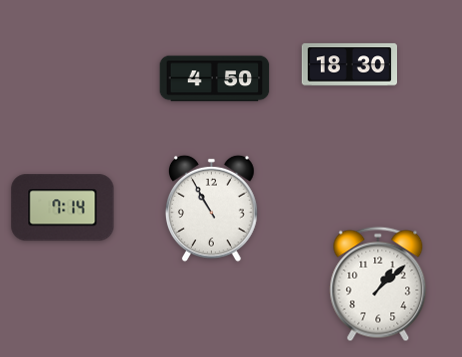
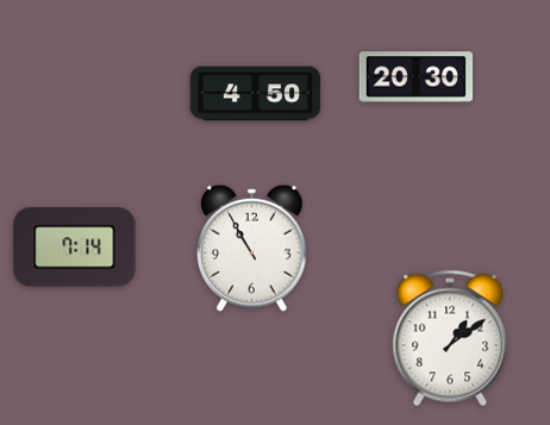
clock at (350, 65): 18:30 -> 20:30
clock at (378, 284): 1:08 -> 1:09
